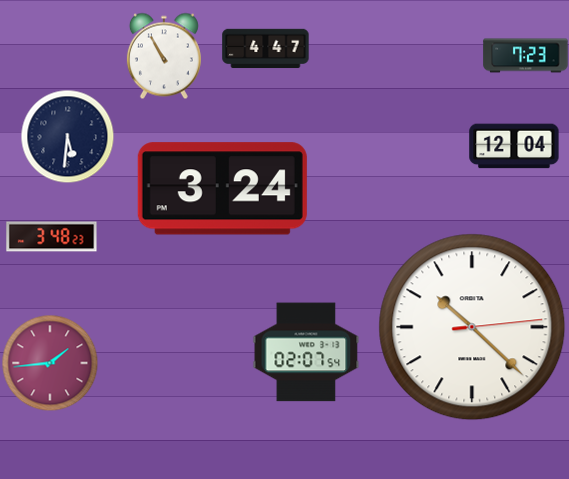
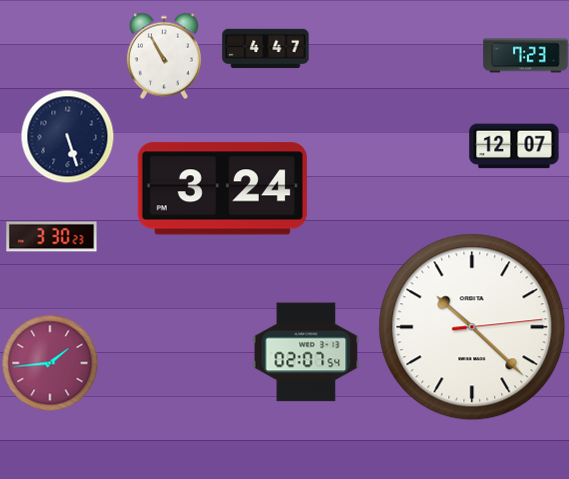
clock at (67, 136): 5:31 -> 5:27
clock at (514, 146): 12:04 -> 12:07
clock at (52, 237): 3:48 -> 3:30
